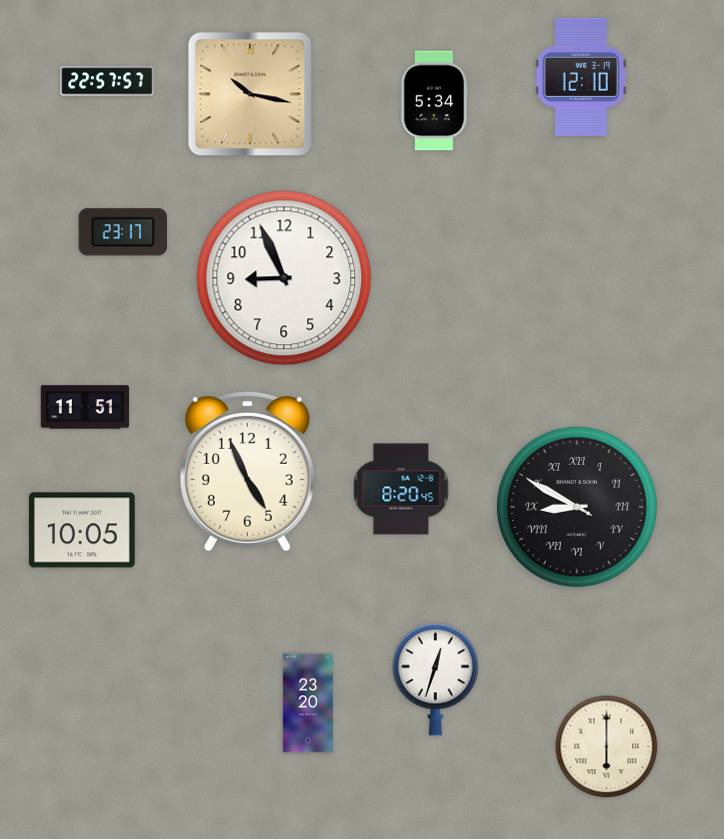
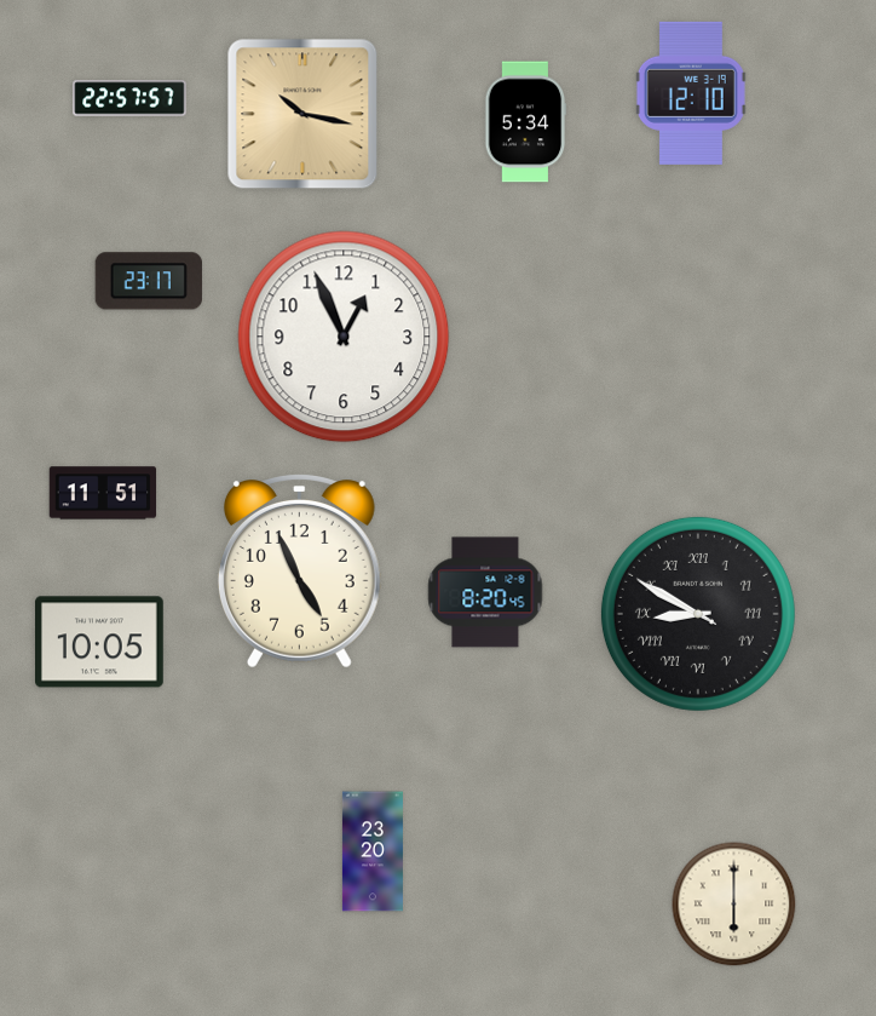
clock at (581, 77) position: (581, 77) -> (691, 93)
clock at (284, 278): 8:56 -> 12:56
clock at (435, 679): 12:33 -> none
